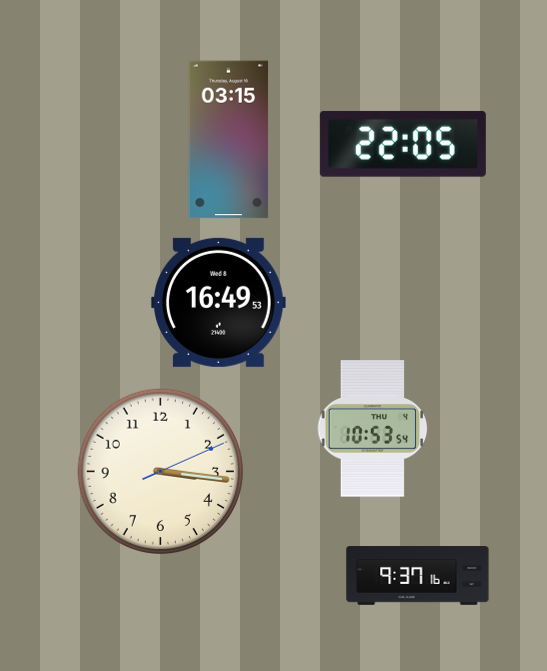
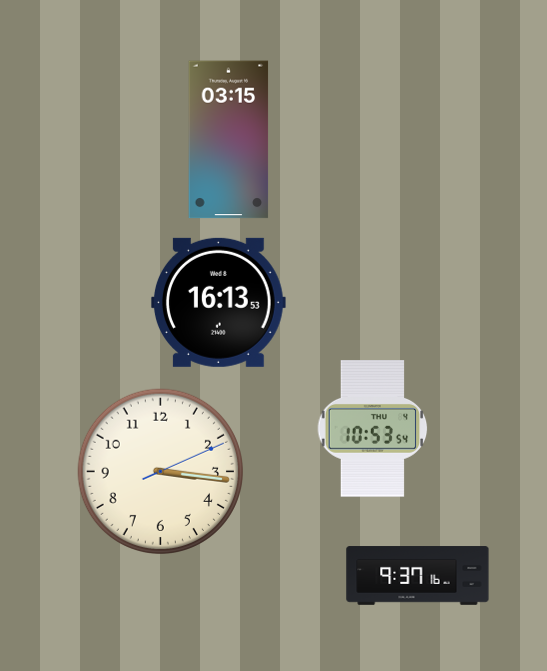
clock at (403, 144): 22:05 -> none
clock at (218, 302): 16:49 -> 16:13
